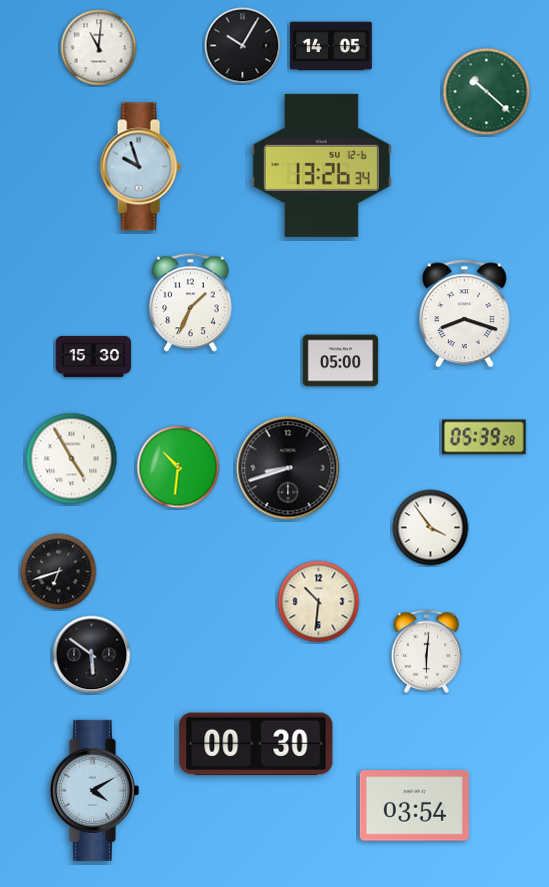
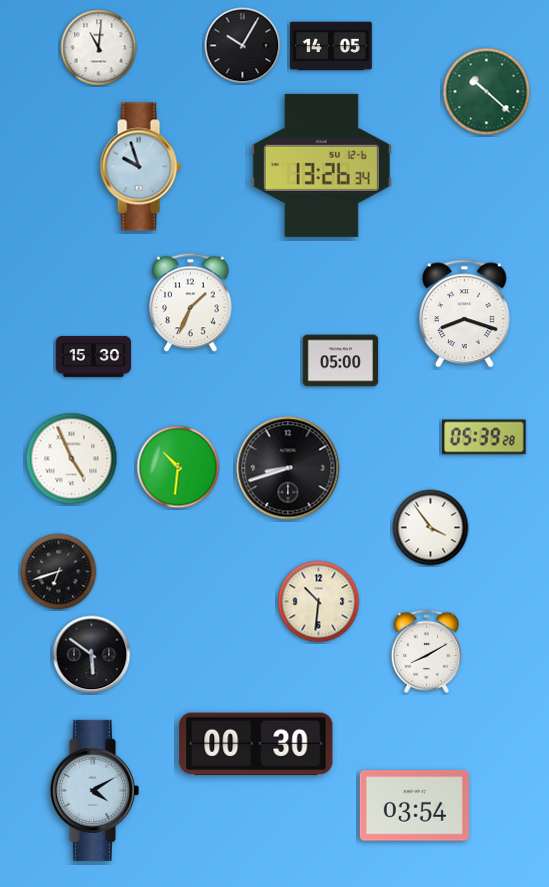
clock at (72, 459): 4:55 -> 4:56
clock at (427, 652): 6:01 -> 8:10
